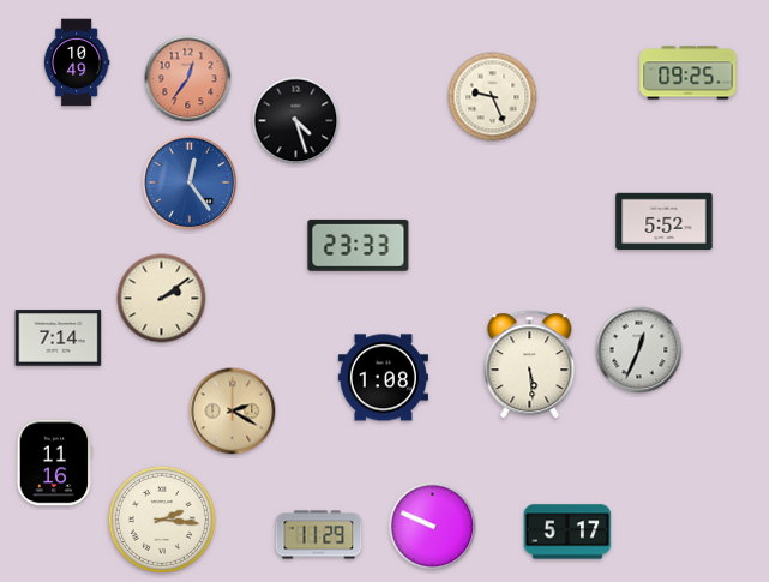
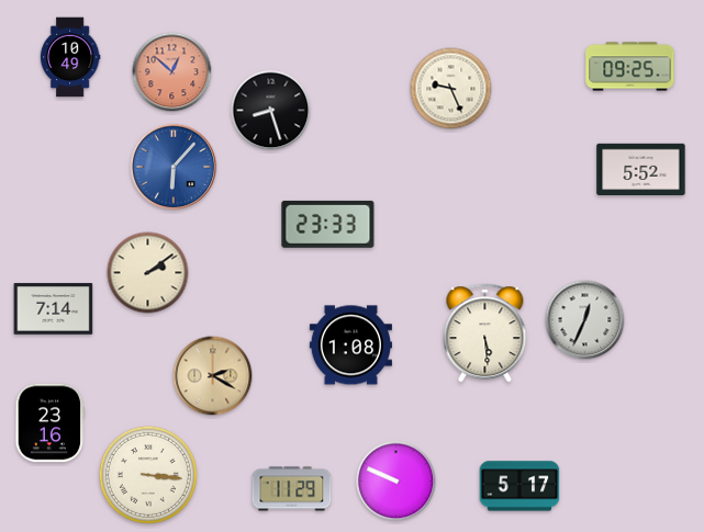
clock at (188, 79): 12:36 -> 12:52
clock at (296, 121): 4:27 -> 8:27
clock at (190, 182): 12:24 -> 6:07
clock at (665, 221) position: (665, 221) -> (641, 169)
clock at (55, 463): 11:16 -> 23:16
clock at (162, 520): 2:16 -> 3:16
